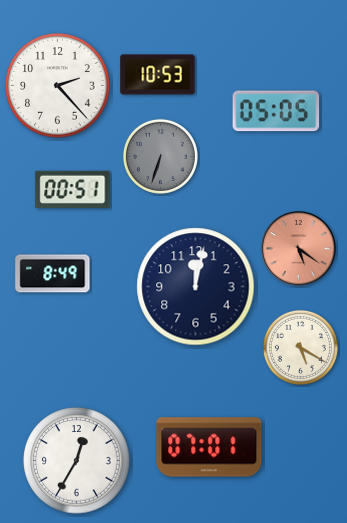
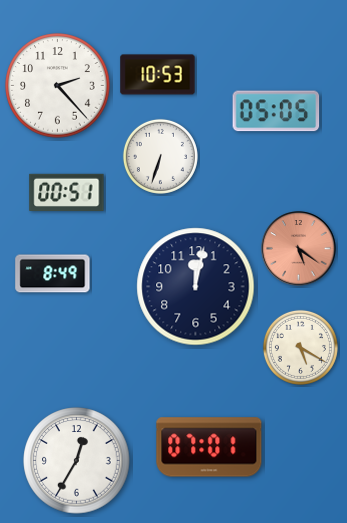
clock at (160, 156) dial: grey -> white
clock at (73, 189) position: (73, 189) -> (67, 192)
